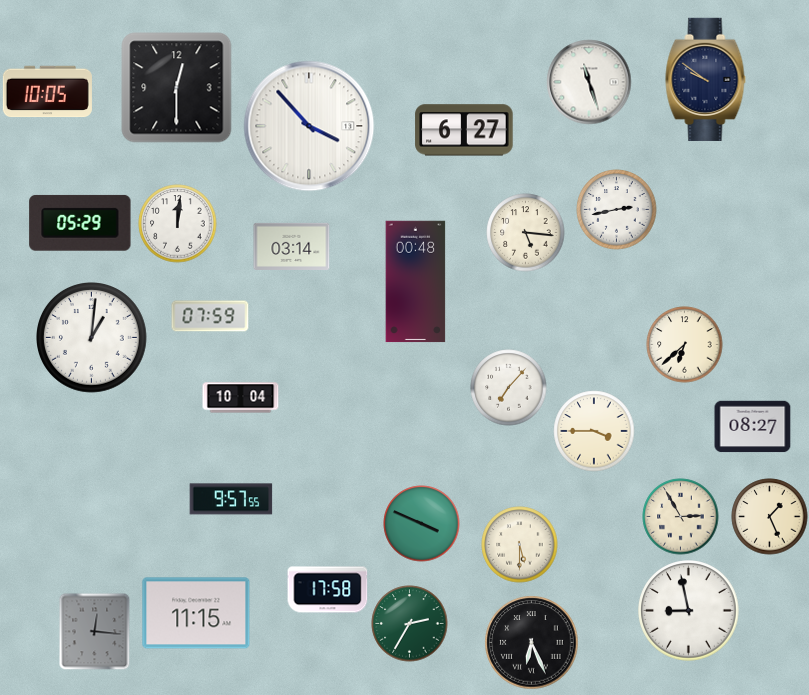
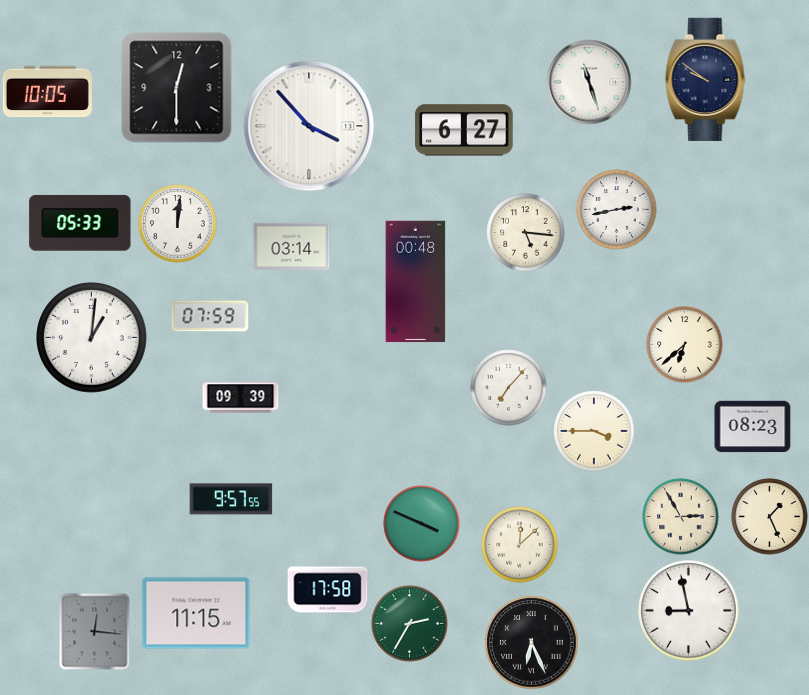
clock at (80, 223): 05:29 -> 05:33
clock at (241, 398): 10:04 -> 09:39
clock at (753, 427): 08:27 -> 08:23
clock at (520, 545): 5:30 -> 12:08
